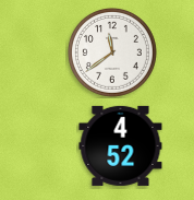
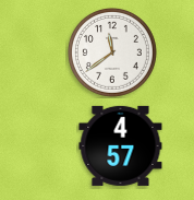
clock at (121, 145): 4:52 -> 4:57
